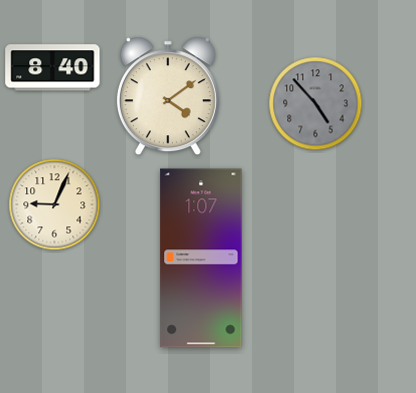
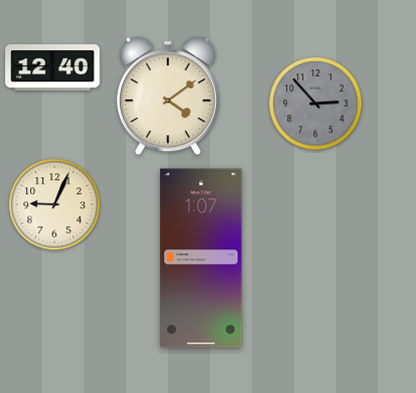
clock at (53, 68): 8:40 -> 12:40
clock at (316, 104): 4:53 -> 2:53
